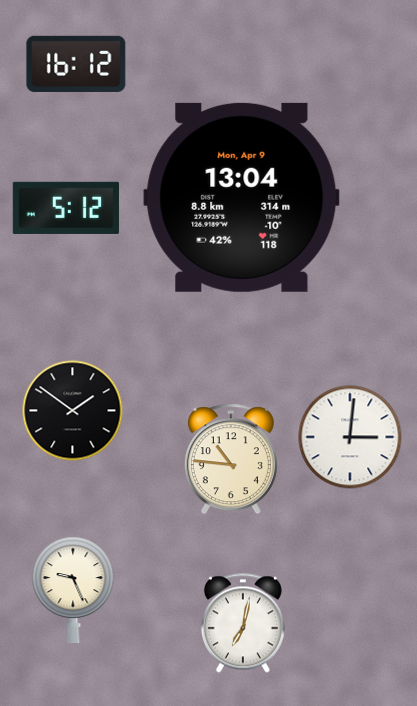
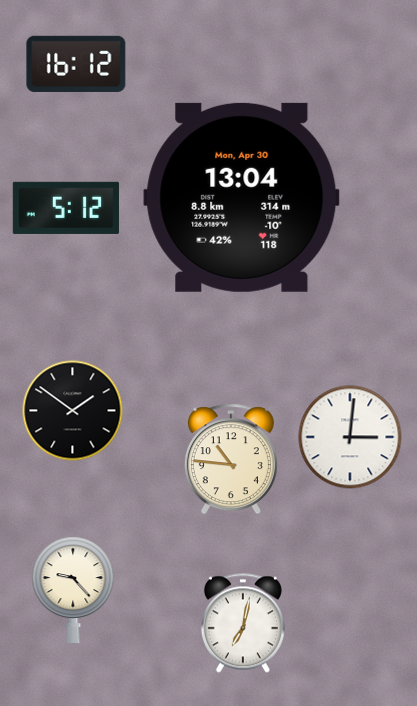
clock at (242, 197) date: Mon, Apr 9 -> Mon, Apr 30
clock at (73, 589): 9:26 -> 9:23
